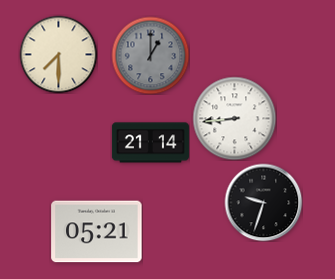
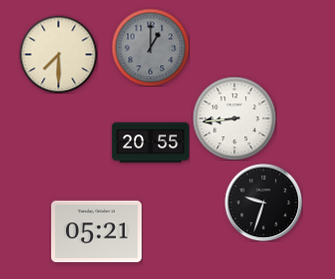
clock at (150, 55) position: (150, 55) -> (150, 47)
clock at (150, 143): 21:14 -> 20:55
